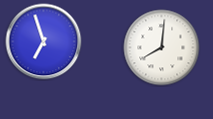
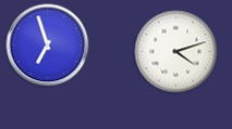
clock at (162, 48): 8:01 -> 4:12
